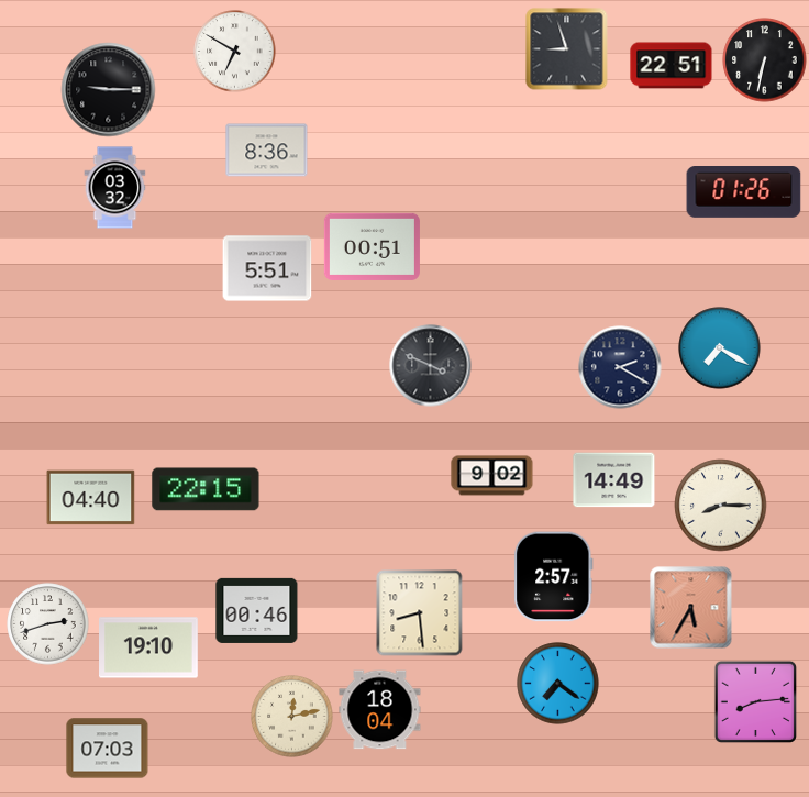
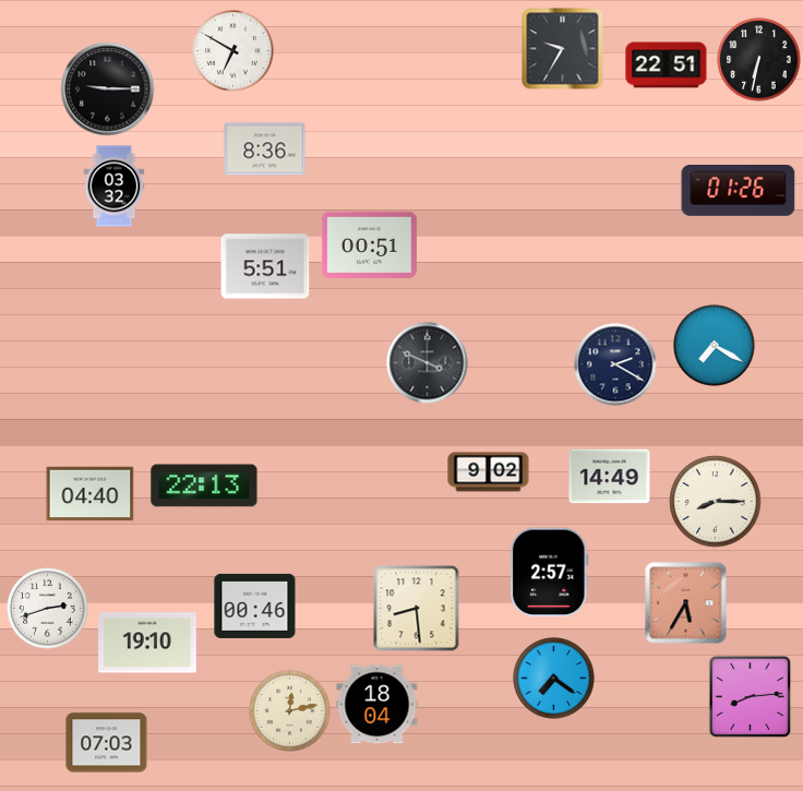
clock at (567, 49): 8:57 -> 9:35
clock at (206, 489): 22:15 -> 22:13
clock at (48, 624) position: (48, 624) -> (48, 609)
